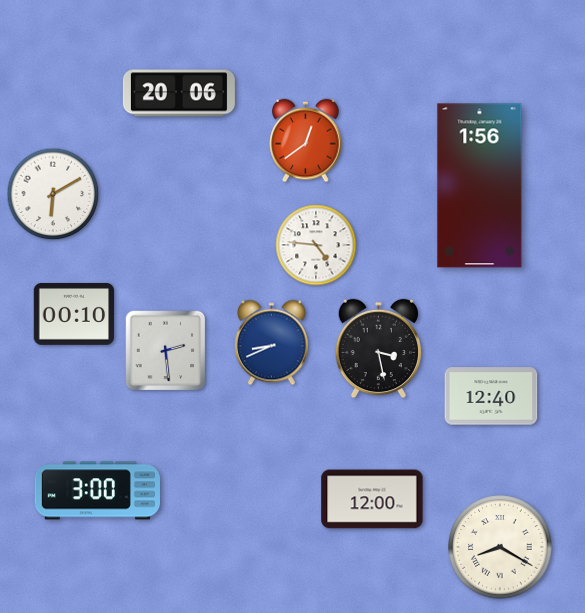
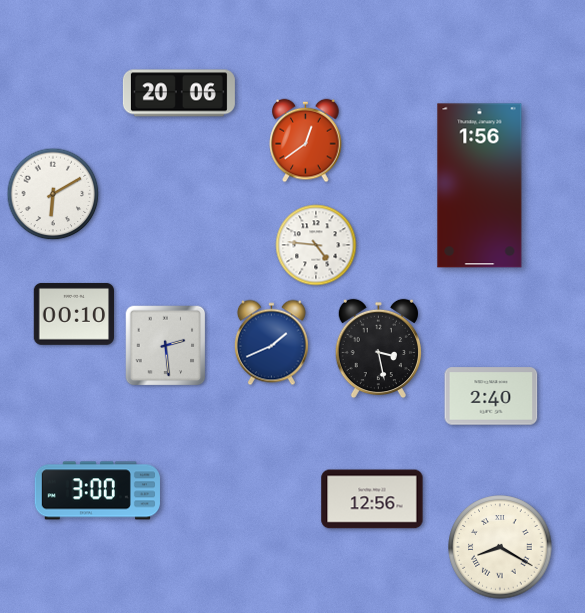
clock at (271, 343): 8:41 -> 1:41
clock at (166, 351) position: (166, 351) -> (166, 346)
clock at (491, 396): 12:40 -> 2:40
clock at (372, 499): 12:00 -> 12:56
